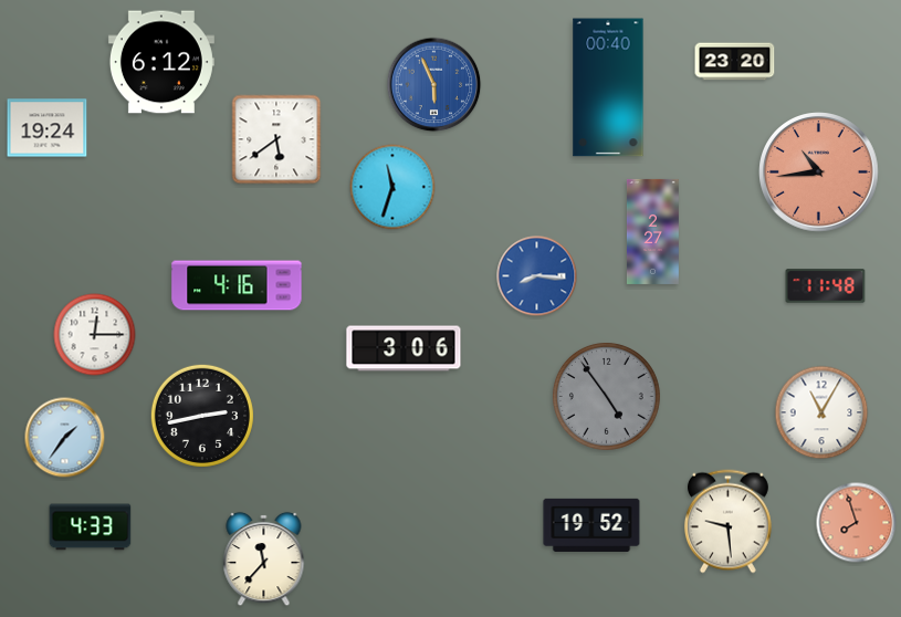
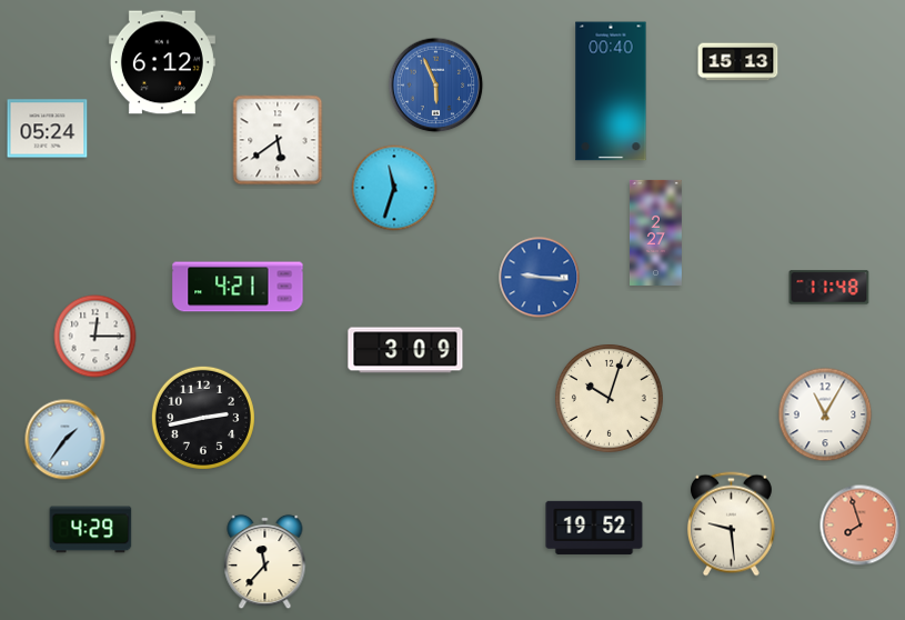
clock at (735, 62): 23:20 -> 15:13
clock at (608, 87) position: (608, 87) -> (611, 91)
clock at (48, 128): 19:24 -> 05:24
clock at (819, 172): 10:44 -> none
clock at (537, 276): 8:16 -> 9:16
clock at (237, 285): 4:16 -> 4:21
clock at (404, 348): 3:06 -> 3:09
clock at (606, 396): 4:54 -> 10:03
clock at (606, 396) dial: grey -> cream
clock at (91, 527): 4:33 -> 4:29
